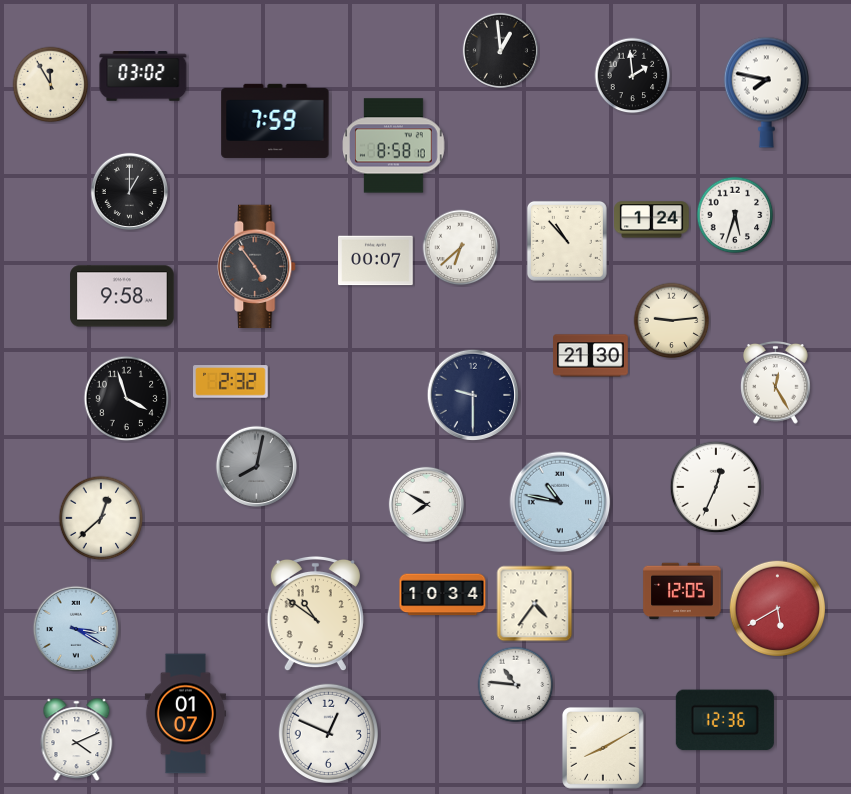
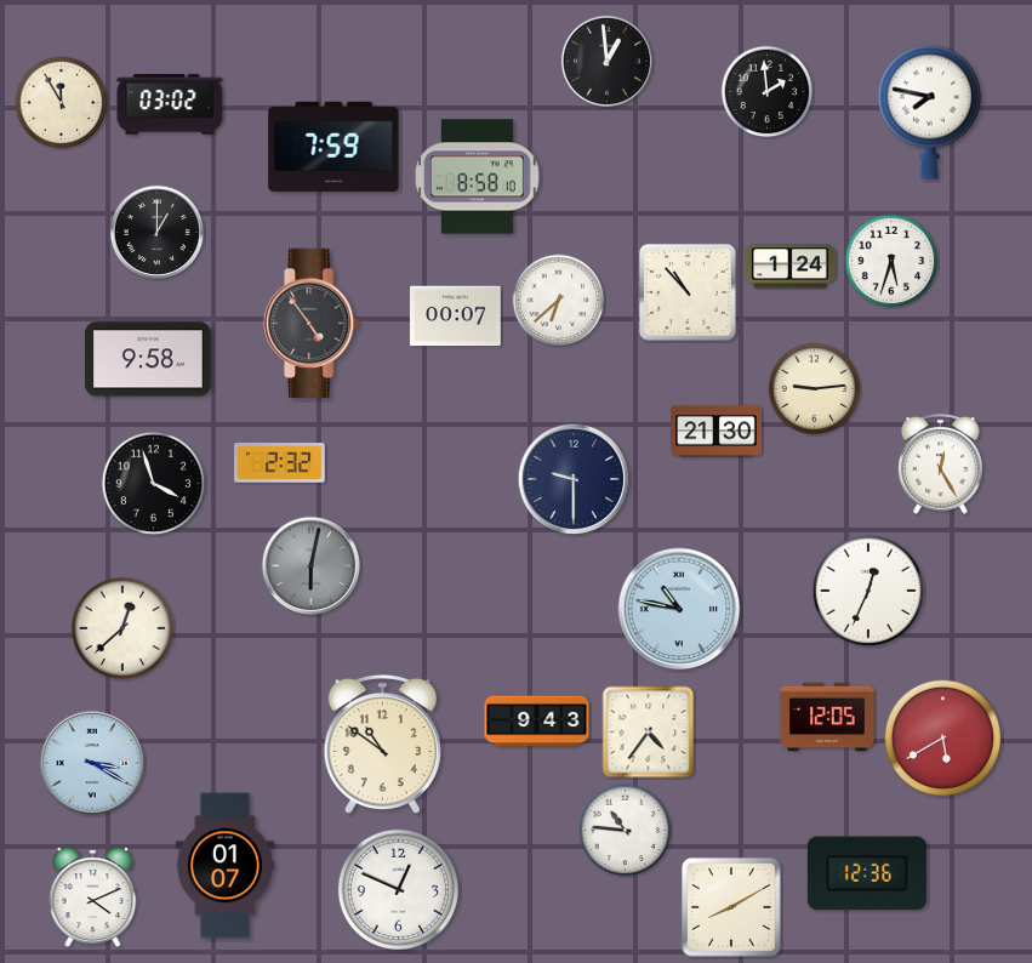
clock at (143, 76) position: (143, 76) -> (170, 104)
clock at (256, 466): 8:02 -> 6:02
clock at (426, 504): 7:50 -> none
clock at (443, 595): 10:34 -> 9:43
clock at (725, 720) position: (725, 720) -> (867, 873)
